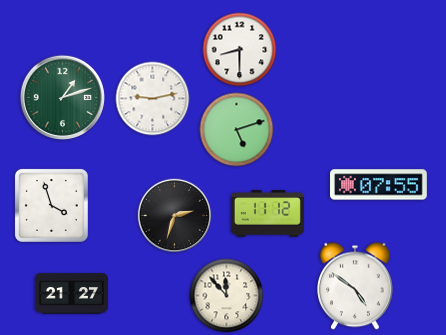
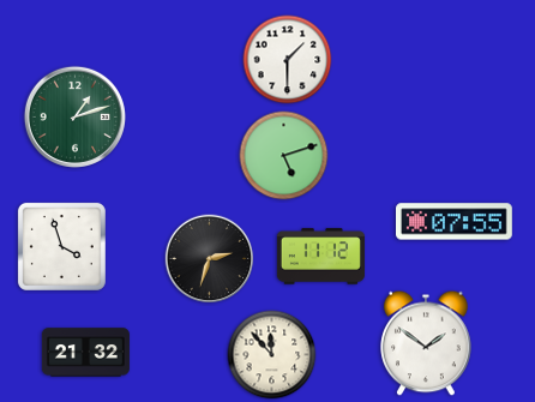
clock at (240, 50): 8:30 -> 1:30
clock at (153, 99): 9:13 -> none
clock at (355, 286): 4:51 -> 1:51
clock at (71, 294): 21:27 -> 21:32
